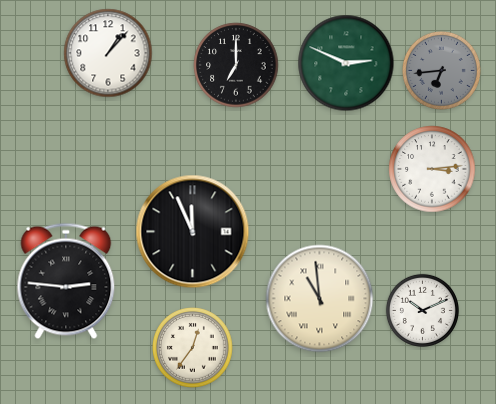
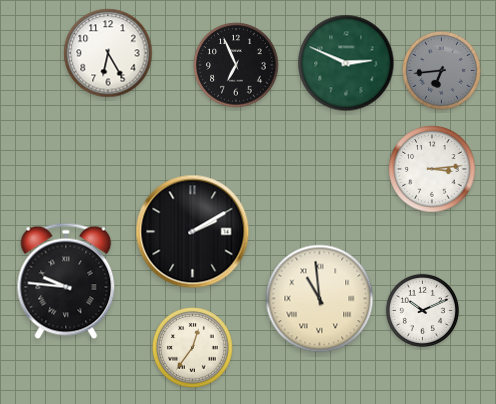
clock at (108, 53): 1:07 -> 6:25
clock at (236, 65): 7:00 -> 6:56
clock at (193, 232): 11:56 -> 2:10
clock at (66, 281): 2:46 -> 9:46
